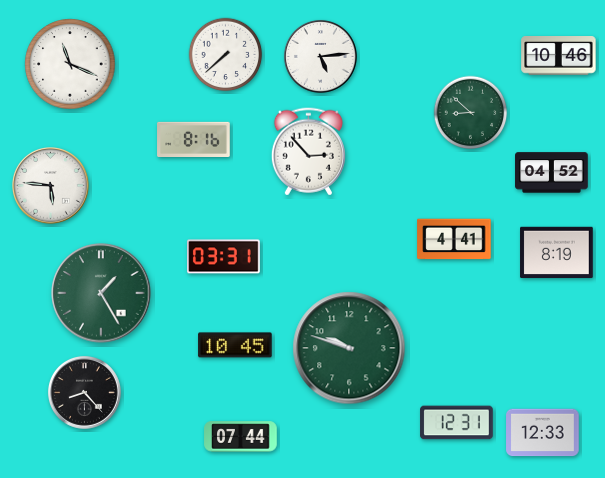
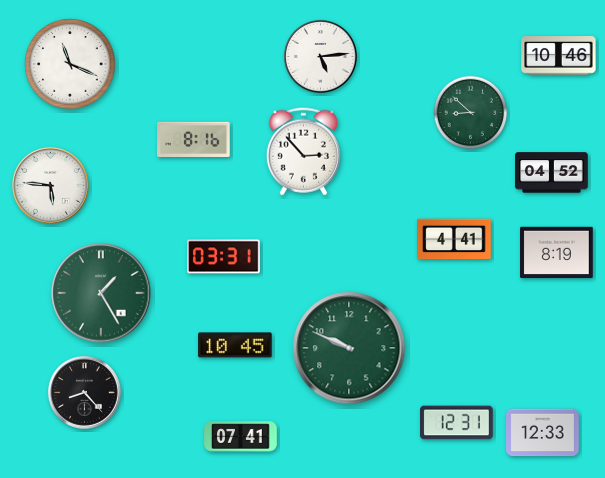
clock at (226, 55): 7:38 -> none
clock at (308, 152) position: (308, 152) -> (303, 152)
clock at (349, 348): 9:48 -> 9:49
clock at (241, 437): 07:44 -> 07:41
